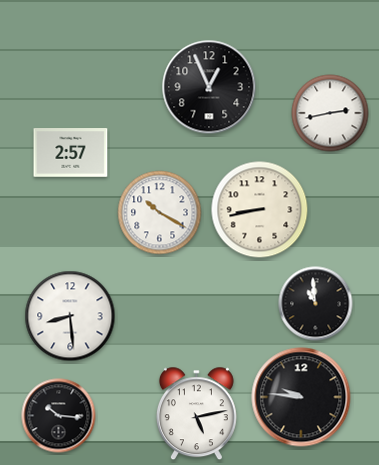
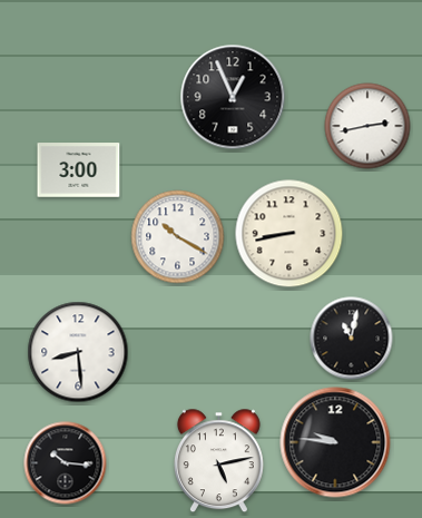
clock at (71, 153): 2:57 -> 3:00
clock at (316, 304): 10:59 -> 11:02
